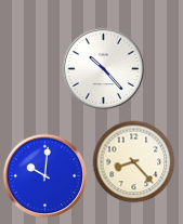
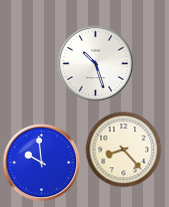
clock at (104, 69): 10:23 -> 10:27
clock at (45, 176): 10:01 -> 9:59
